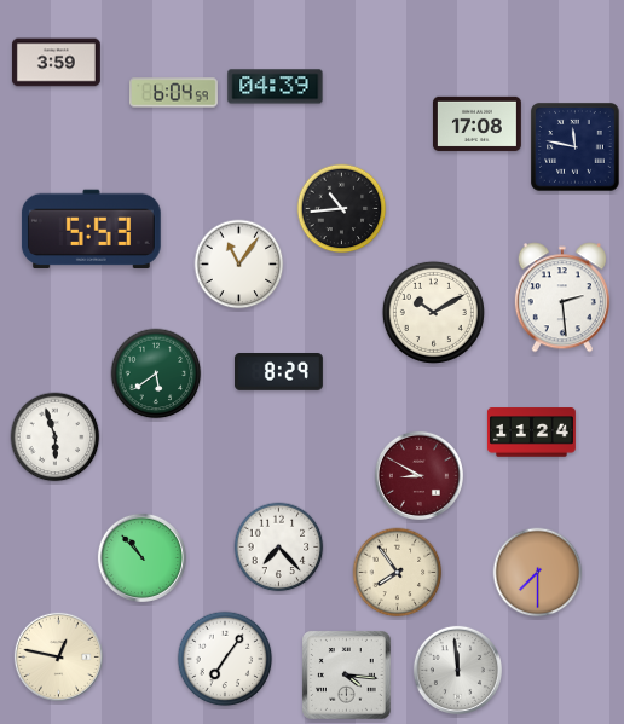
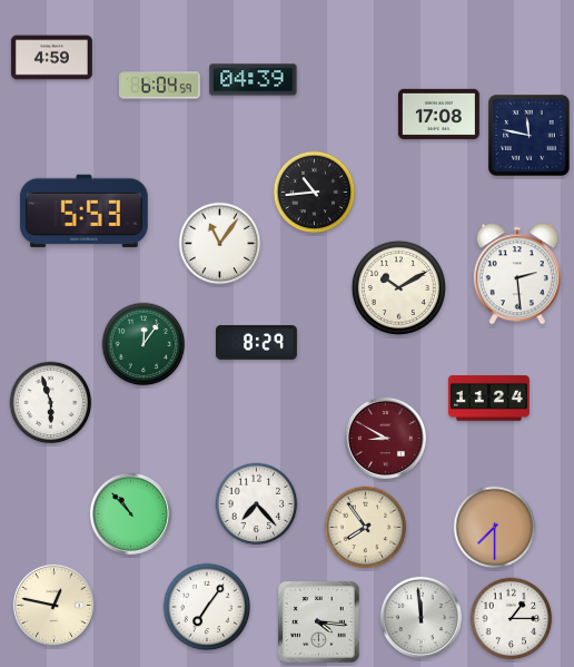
clock at (56, 63): 3:59 -> 4:59
clock at (156, 373): 5:39 -> 12:06
clock at (512, 619): none -> 1:15
